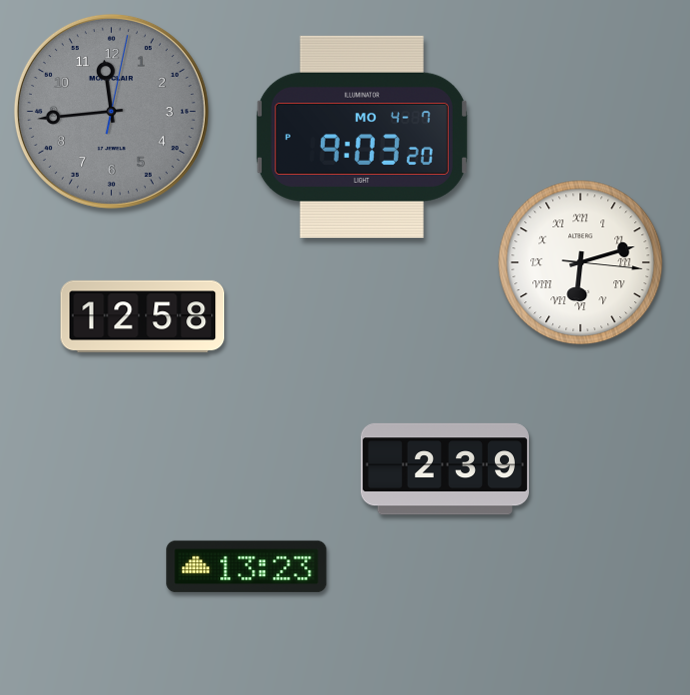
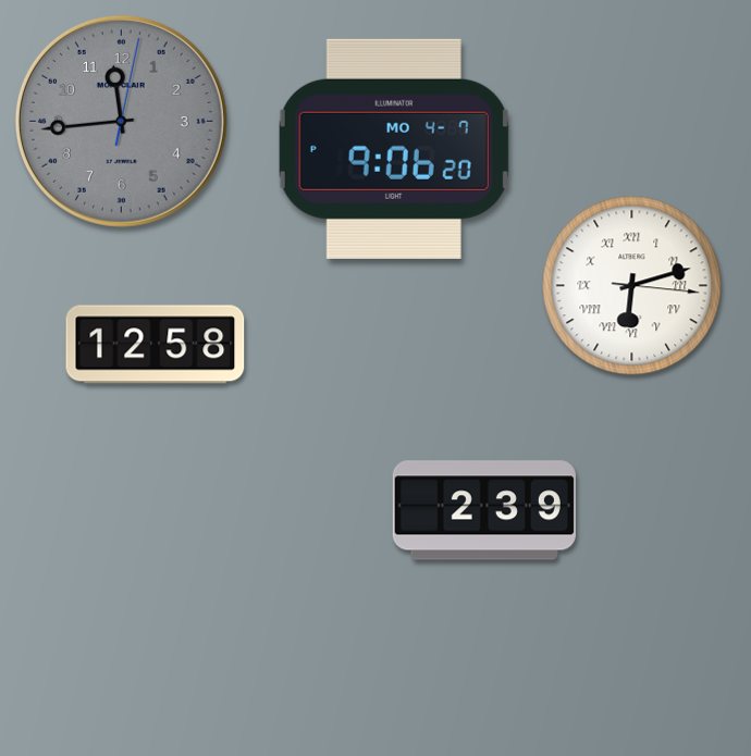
clock at (362, 137): 9:03 -> 9:06
clock at (247, 567): 13:23 -> none
